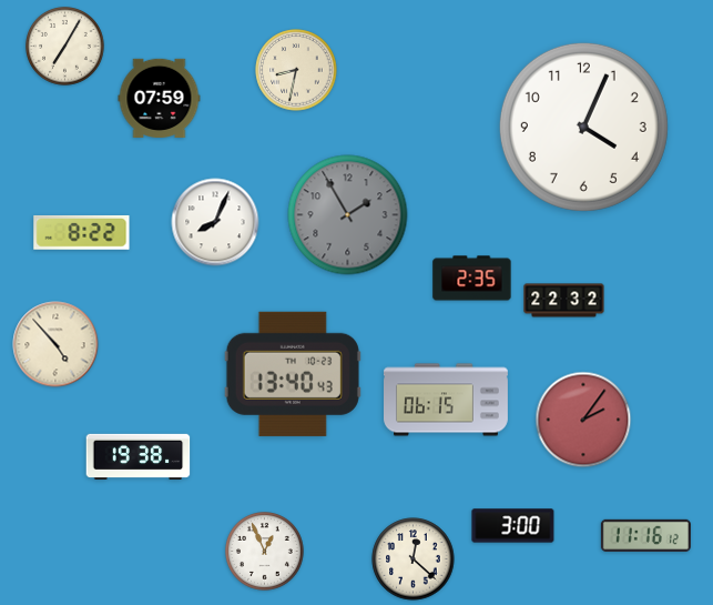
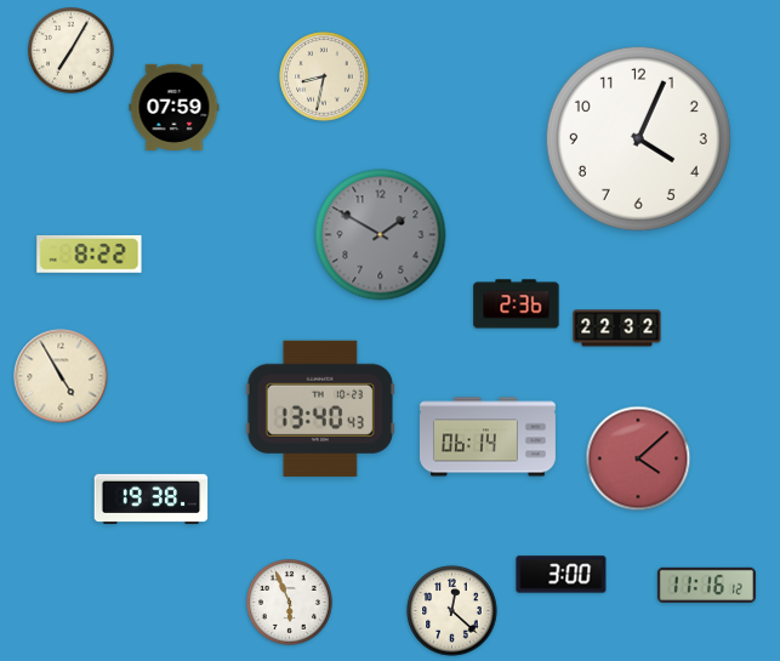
clock at (348, 215): 1:55 -> 1:50
clock at (215, 222): 8:04 -> none
clock at (472, 279): 2:35 -> 2:36
clock at (55, 344): 4:53 -> 4:55
clock at (447, 400): 06:15 -> 06:14
clock at (583, 420): 2:06 -> 4:08
clock at (265, 552): 12:56 -> 5:56
